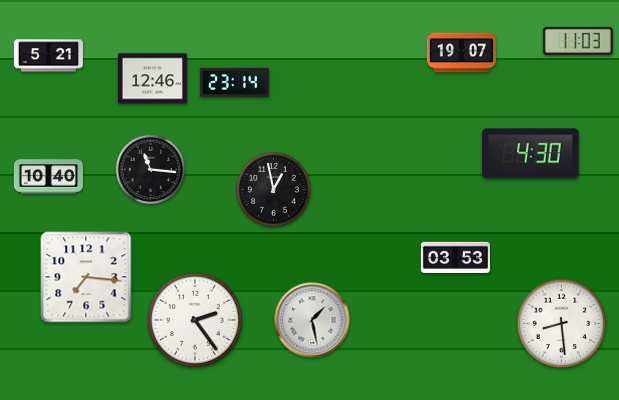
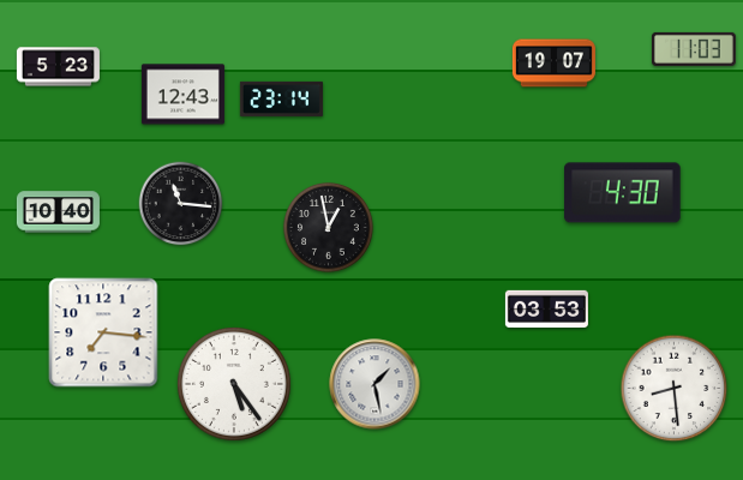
clock at (48, 56): 5:21 -> 5:23
clock at (152, 79): 12:46 -> 12:43
clock at (531, 154) position: (531, 154) -> (623, 193)
clock at (195, 320): 2:24 -> 5:24
